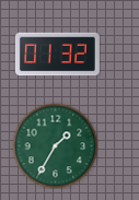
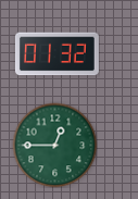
clock at (55, 145): 1:35 -> 12:45
